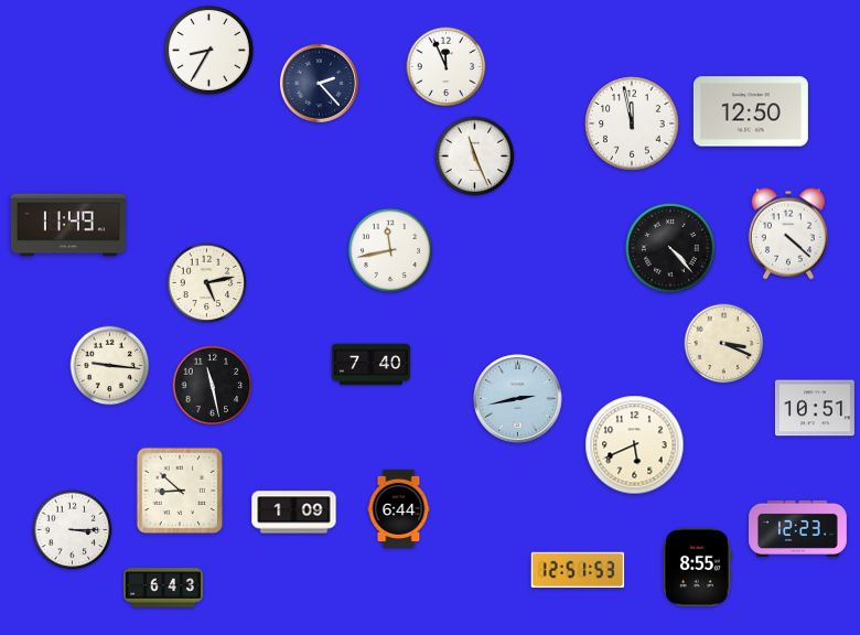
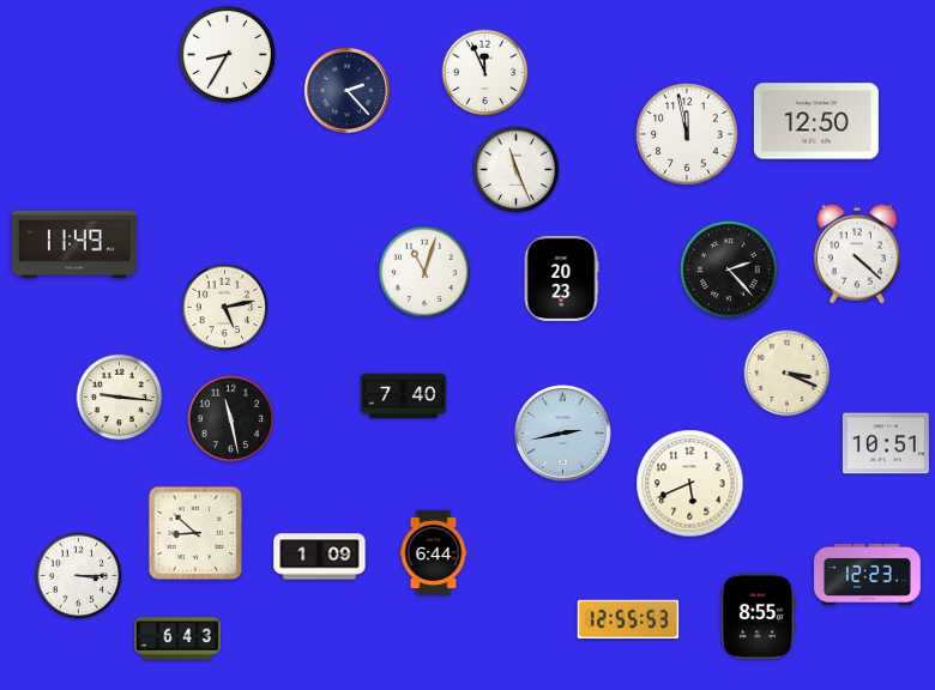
clock at (389, 249): 11:43 -> 11:03
clock at (671, 249): 4:23 -> 2:23
clock at (561, 278): none -> 20:23
clock at (578, 570): 12:51 -> 12:55
